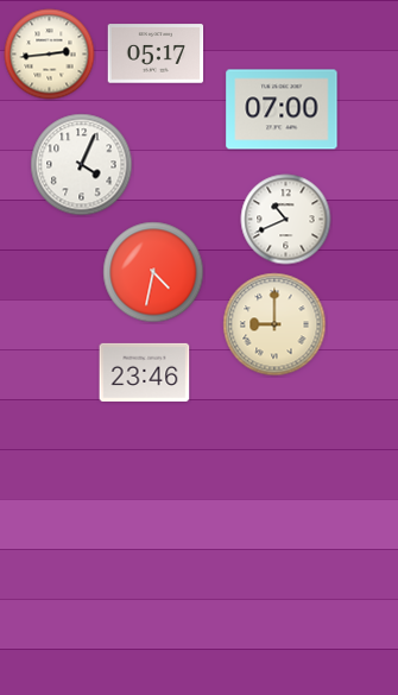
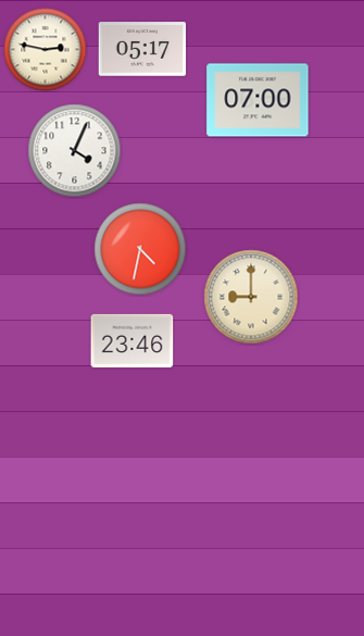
clock at (50, 55): 2:44 -> 2:47
clock at (286, 220): 10:41 -> none
